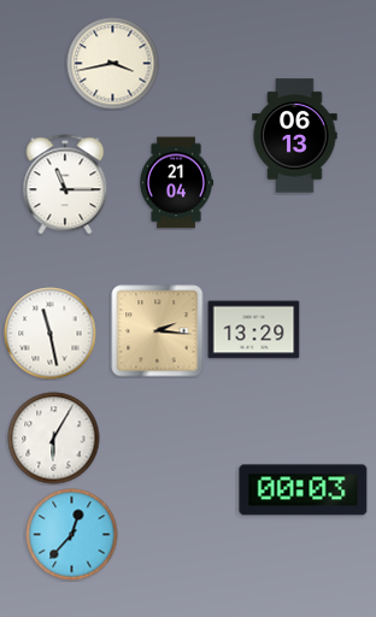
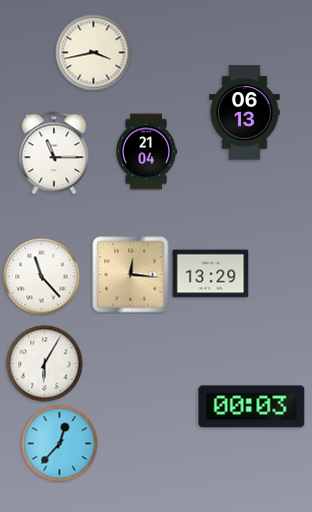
clock at (158, 331): 2:16 -> 12:16
clock at (51, 334): 11:28 -> 11:23
